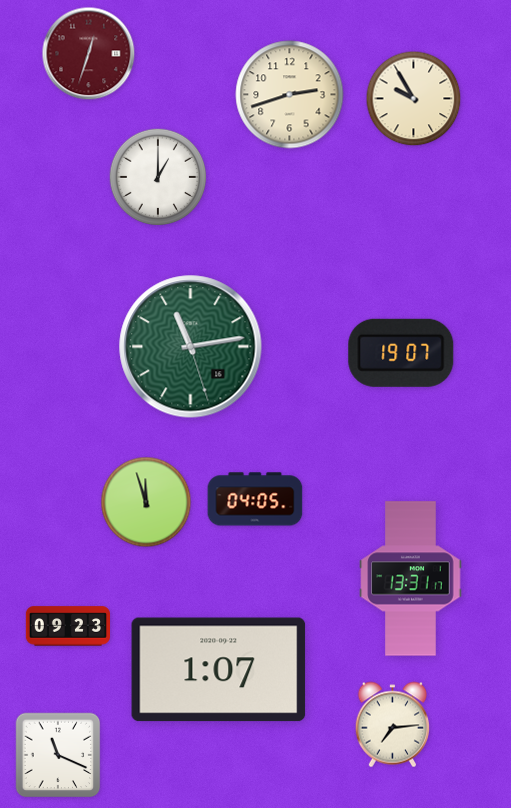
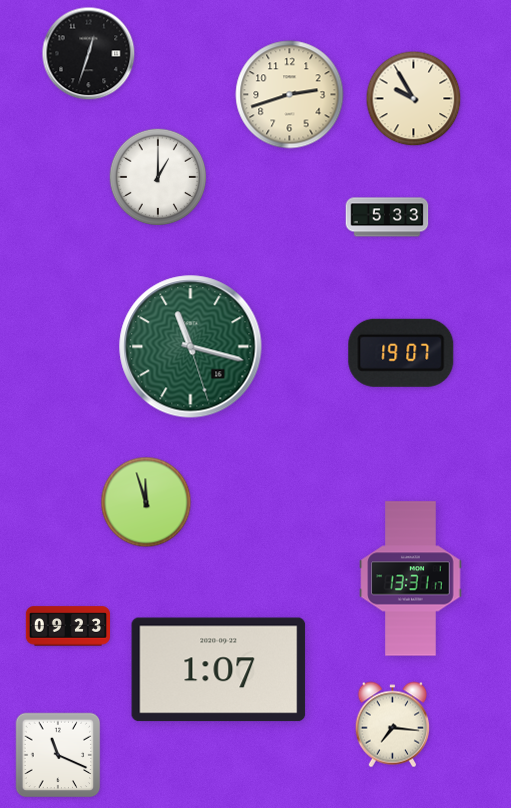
clock at (89, 54) dial: burgundy -> black
clock at (387, 217): none -> 5:33
clock at (191, 347): 11:13 -> 11:17
clock at (255, 499): 04:05 -> none
clock at (392, 725): 7:14 -> 7:16
